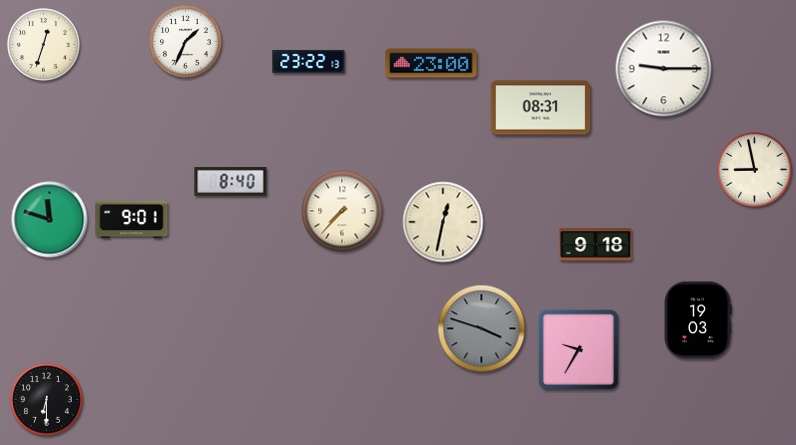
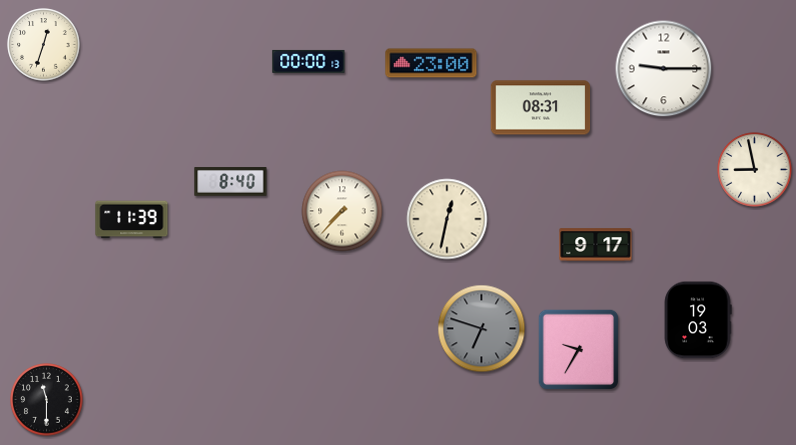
clock at (186, 42): 1:34 -> none
clock at (309, 61): 23:22 -> 00:00
clock at (50, 220): 11:48 -> none
clock at (132, 220): 9:01 -> 11:39
clock at (443, 222) position: (443, 222) -> (447, 219)
clock at (596, 245): 9:18 -> 9:17
clock at (482, 329): 3:48 -> 6:48
clock at (47, 400): 6:30 -> 11:30
